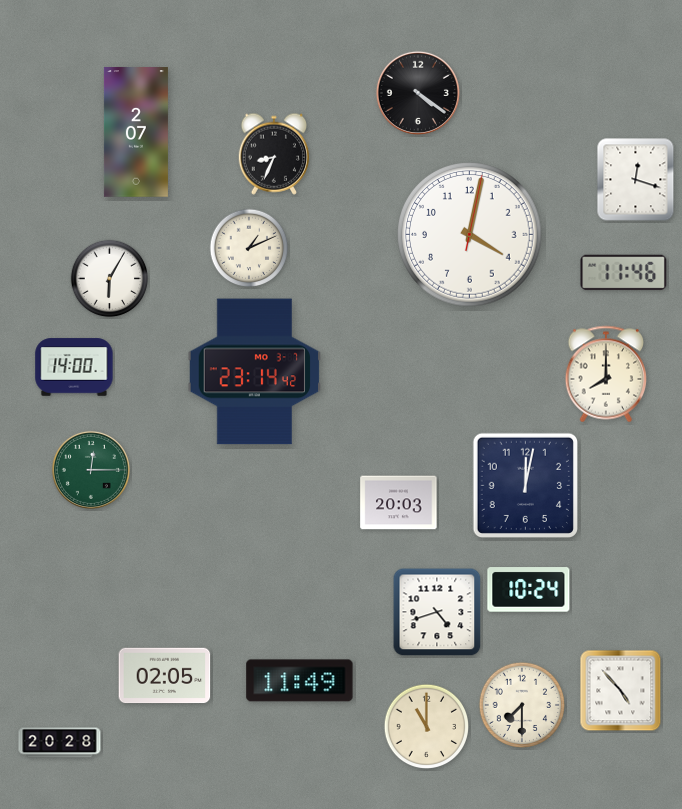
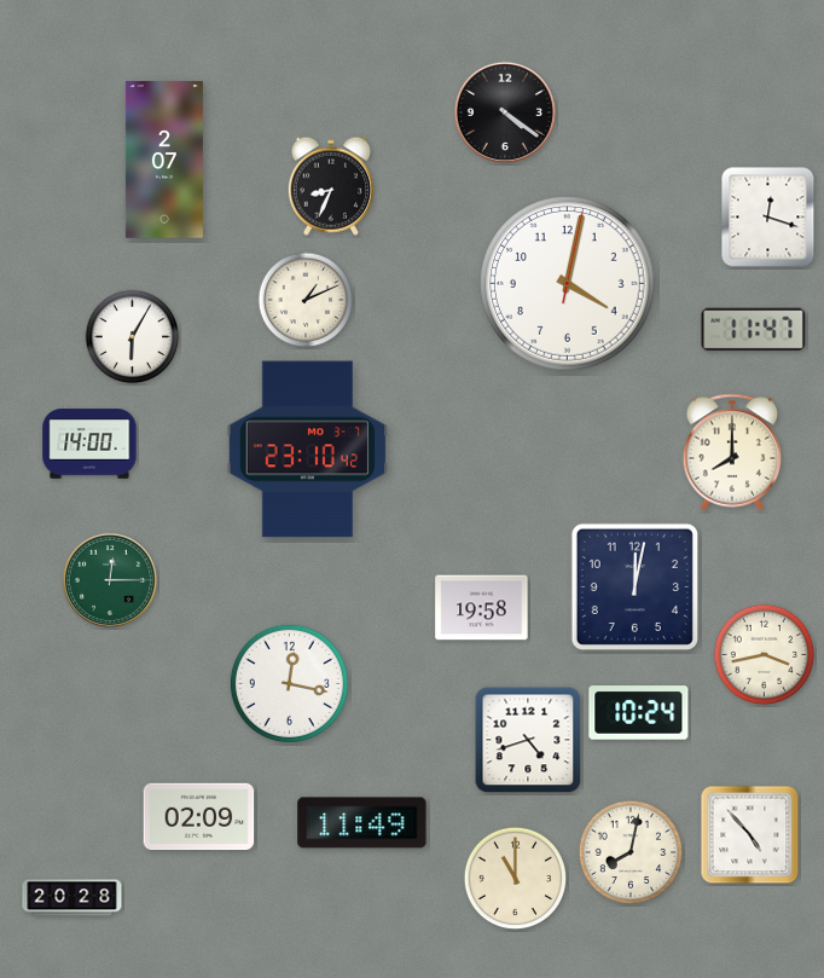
clock at (249, 248) position: (249, 248) -> (306, 300)
clock at (624, 273): 11:46 -> 11:47
clock at (254, 372): 23:14 -> 23:10
clock at (91, 470) position: (91, 470) -> (110, 580)
clock at (399, 503): 20:03 -> 19:58
clock at (765, 655): none -> 3:43
clock at (289, 683): none -> 12:17
clock at (165, 676): 02:05 -> 02:09
clock at (521, 704): 7:30 -> 8:02
